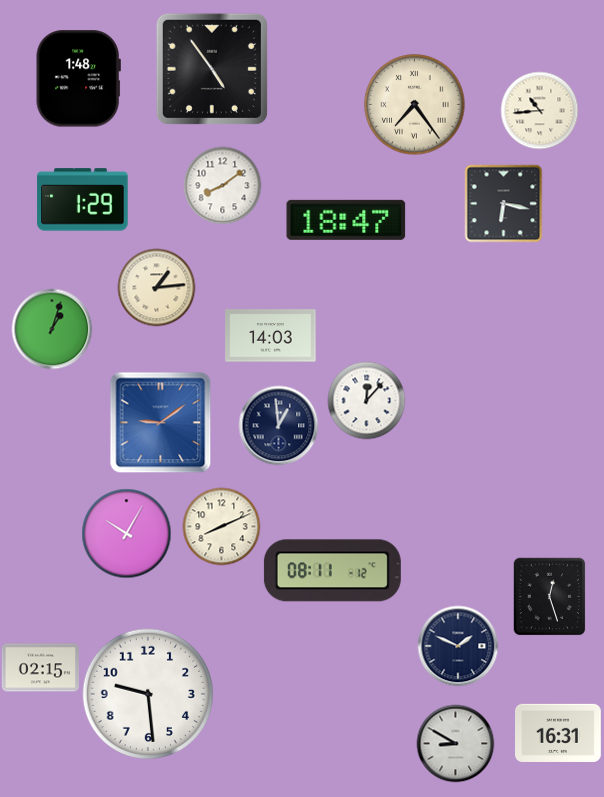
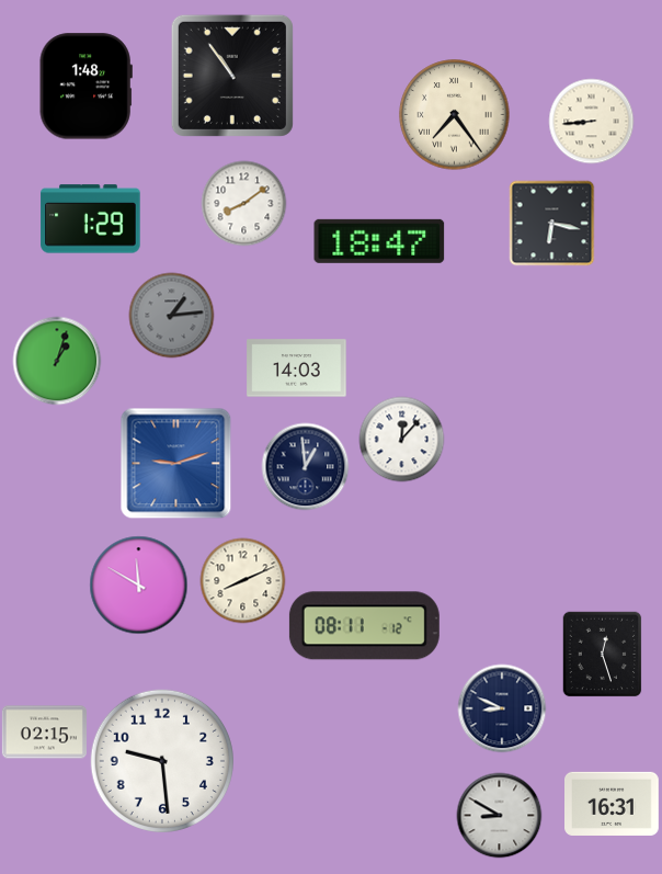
clock at (212, 69): 4:54 -> 10:54
clock at (539, 110): 10:44 -> 8:44
clock at (156, 287) dial: cream -> grey
clock at (160, 422): 9:09 -> 9:12
clock at (221, 526) position: (221, 526) -> (242, 580)
clock at (126, 533): 10:05 -> 11:50
clock at (458, 646): 1:49 -> 8:49
